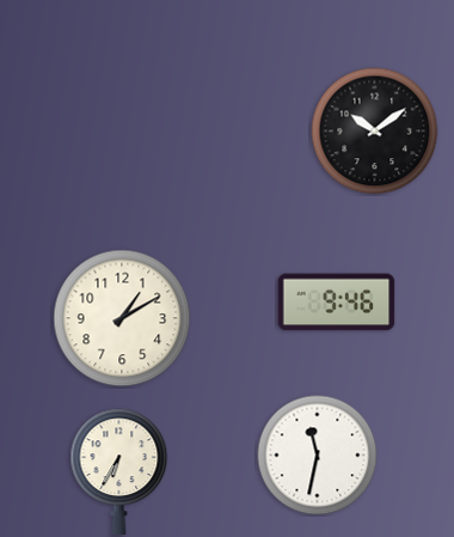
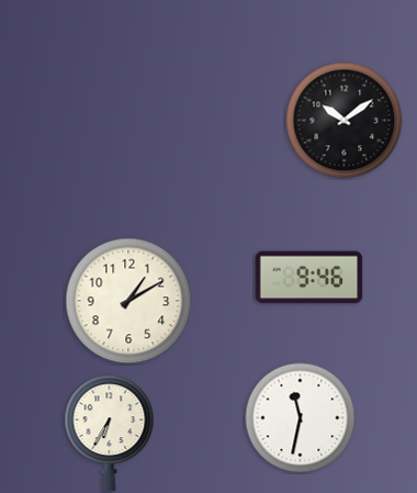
clock at (122, 318) position: (122, 318) -> (128, 301)
clock at (318, 456) position: (318, 456) -> (301, 418)
